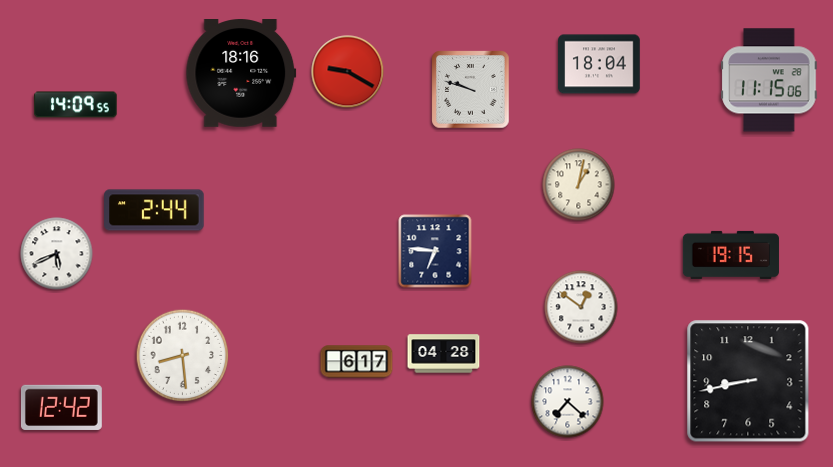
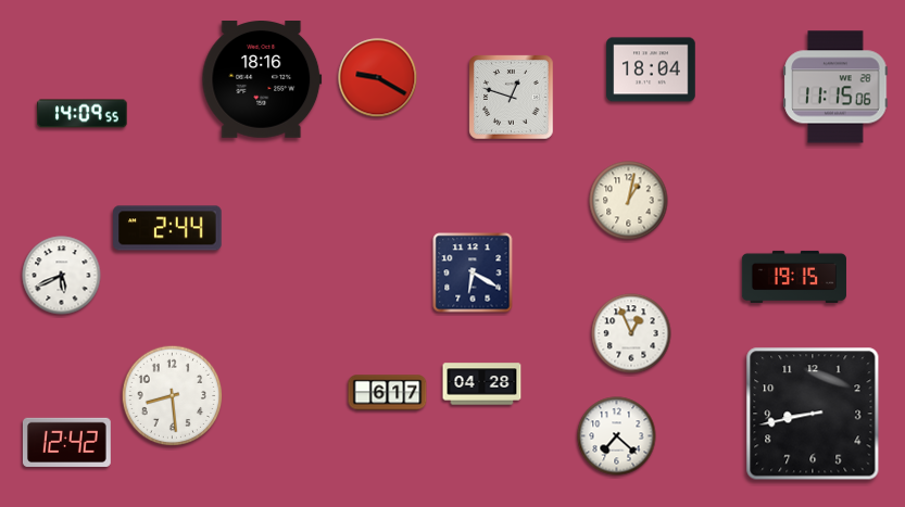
clock at (471, 90): 9:48 -> 12:48
clock at (435, 251): 6:46 -> 6:20
clock at (581, 307): 12:51 -> 12:56
clock at (183, 356) position: (183, 356) -> (173, 396)
